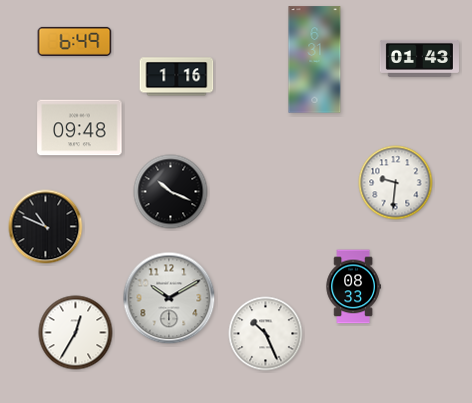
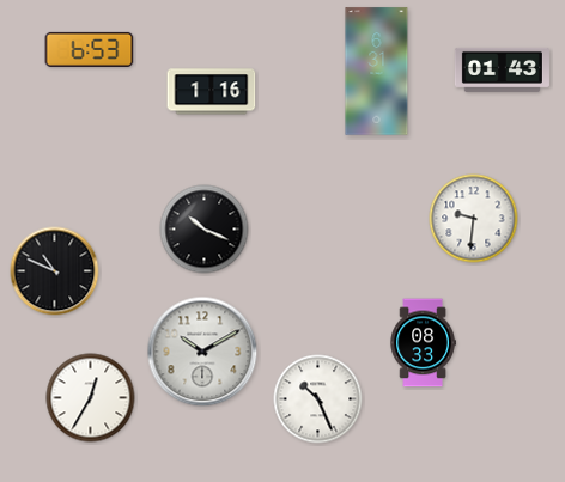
clock at (75, 41): 6:49 -> 6:53
clock at (80, 128): 09:48 -> none
clock at (169, 298) position: (169, 298) -> (202, 352)
